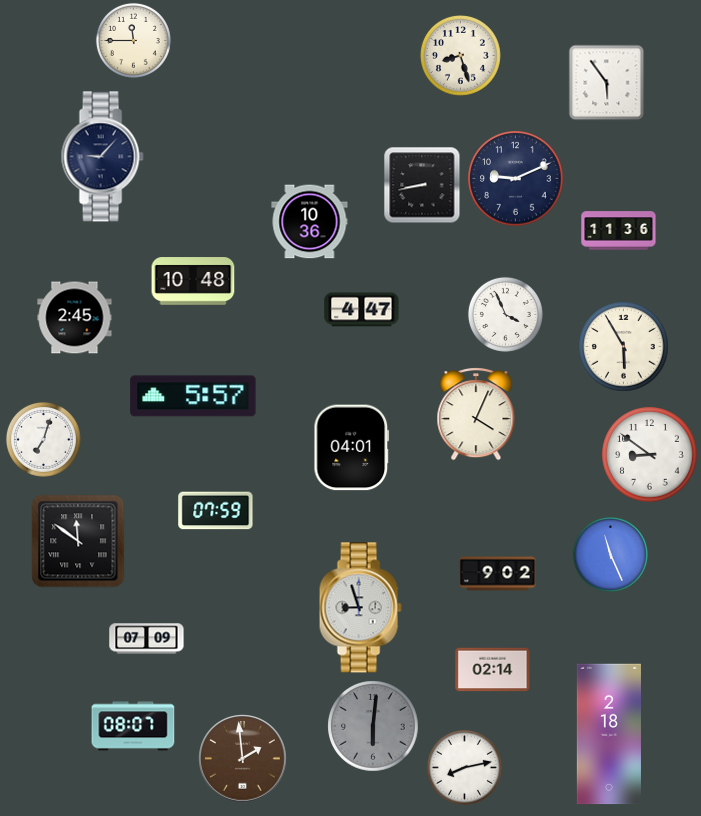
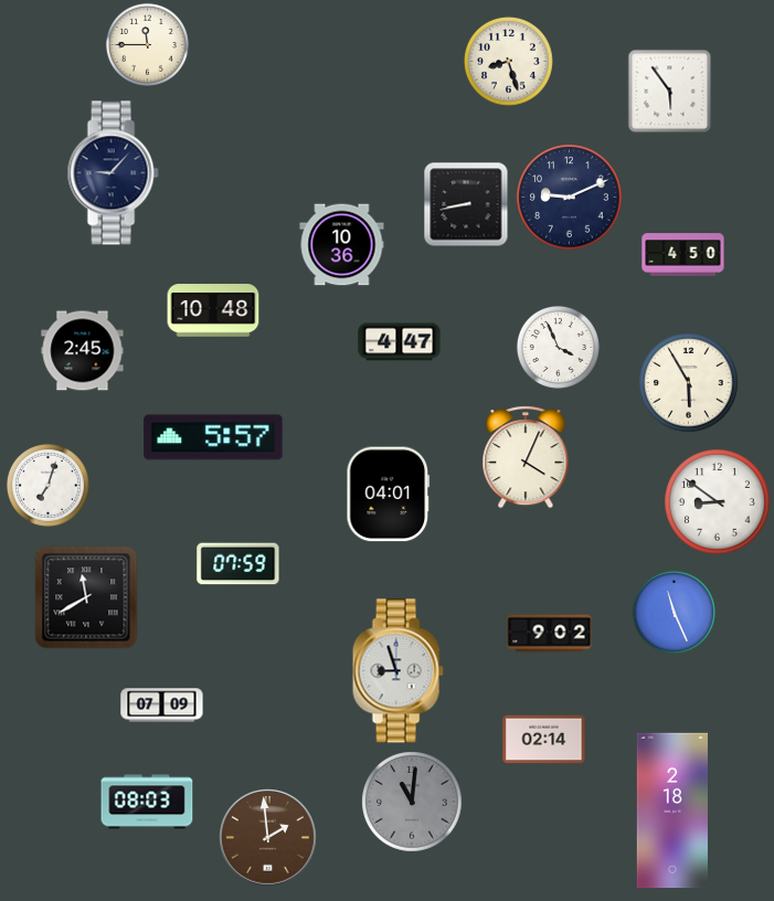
clock at (619, 231): 11:36 -> 4:50
clock at (78, 541): 11:51 -> 11:40
clock at (133, 726): 08:07 -> 08:03
clock at (373, 726): 6:01 -> 11:01
clock at (464, 767): 8:13 -> none
